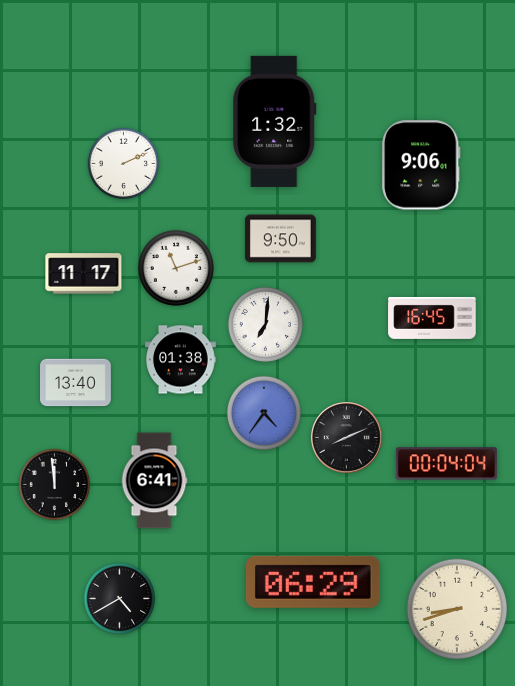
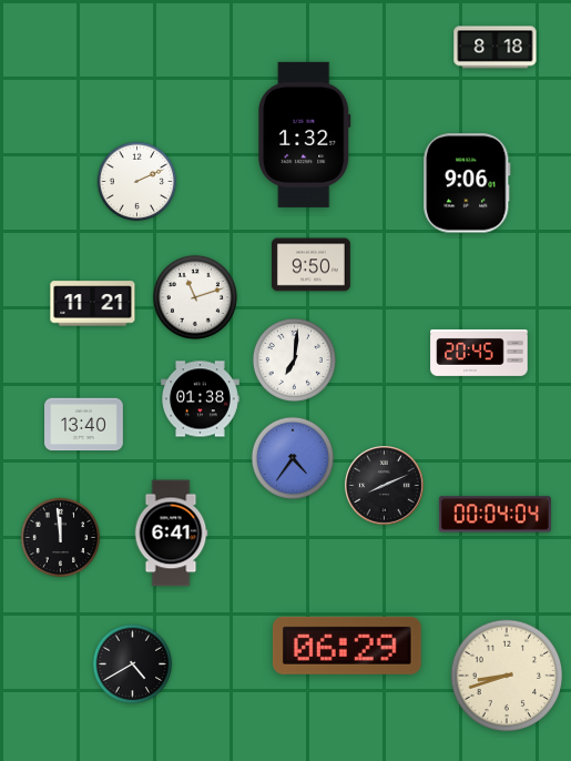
clock at (496, 48): none -> 8:18
clock at (84, 274): 11:17 -> 11:21
clock at (432, 318): 16:45 -> 20:45
